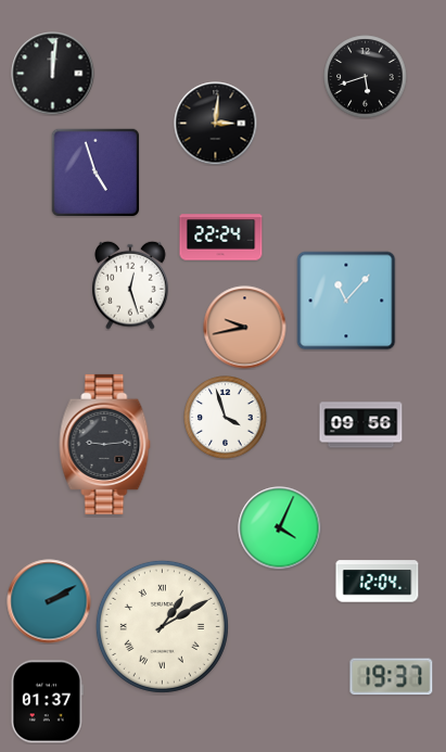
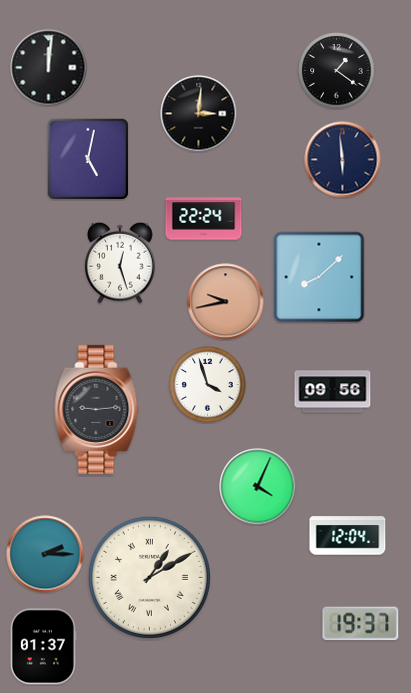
clock at (366, 77): 5:42 -> 1:21
clock at (95, 173): 4:57 -> 5:02
clock at (343, 160): none -> 5:59
clock at (346, 301): 11:07 -> 8:08
clock at (49, 601): 2:10 -> 2:15
